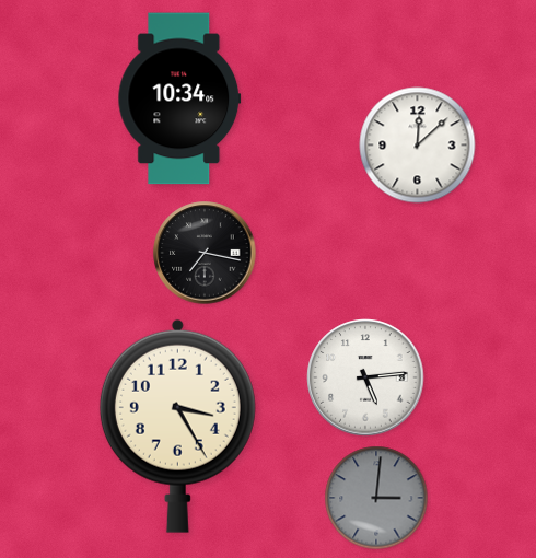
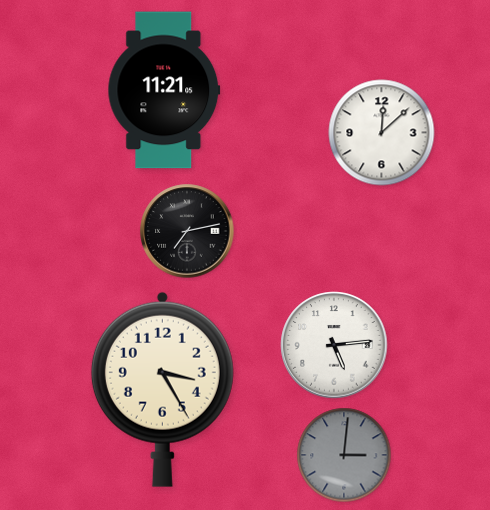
clock at (179, 98): 10:34 -> 11:21
clock at (205, 253): 7:17 -> 7:13
